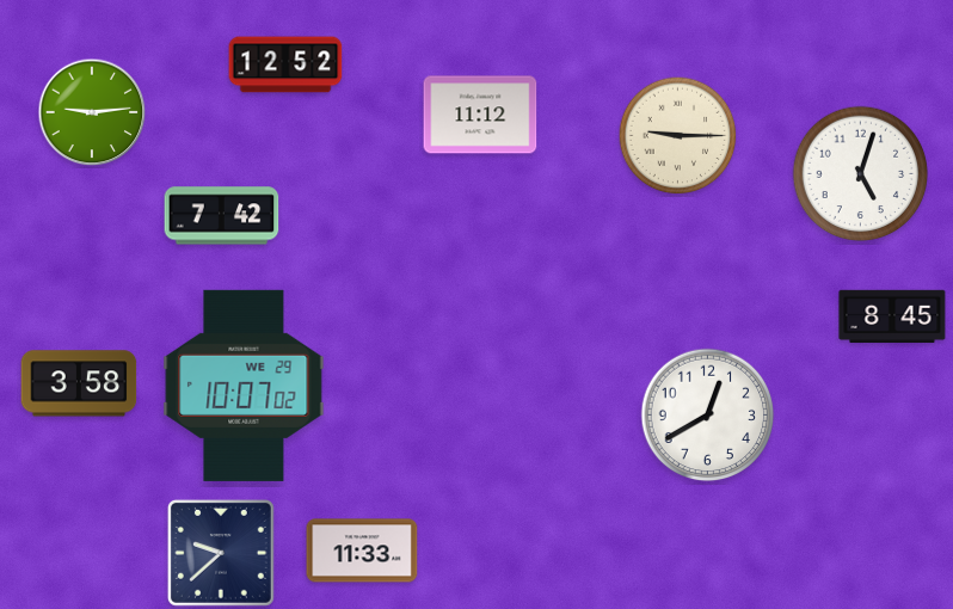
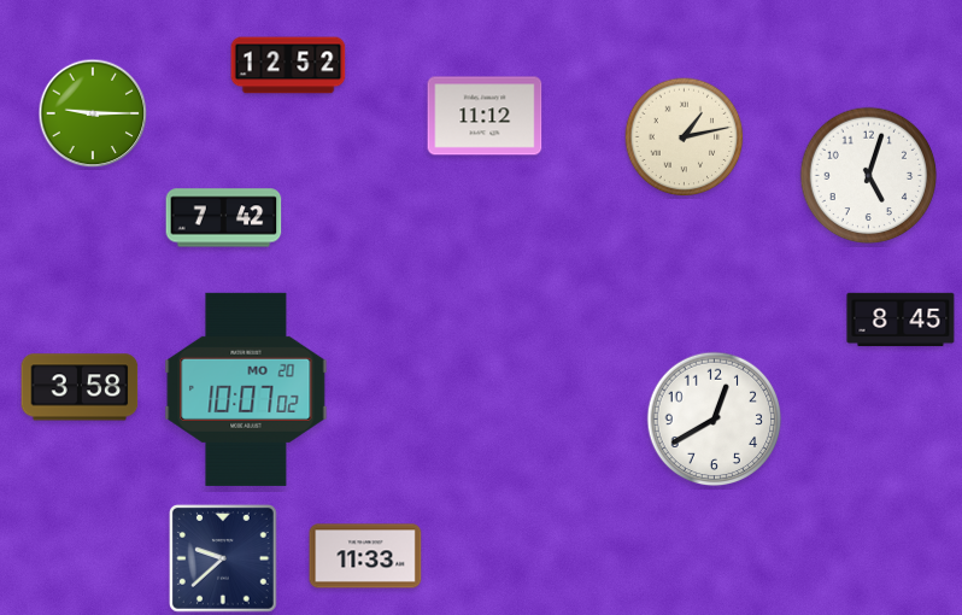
clock at (92, 112): 9:14 -> 9:15
clock at (678, 136): 9:15 -> 1:13
clock at (244, 386) date: WE 29 -> MO 20
